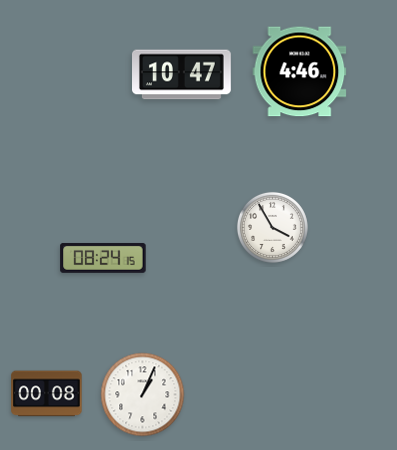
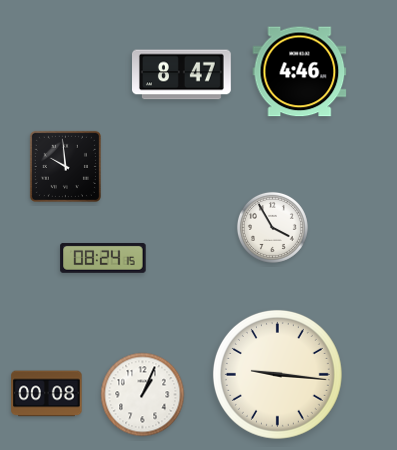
clock at (182, 75): 10:47 -> 8:47
clock at (65, 166): none -> 9:59
clock at (277, 374): none -> 9:16
